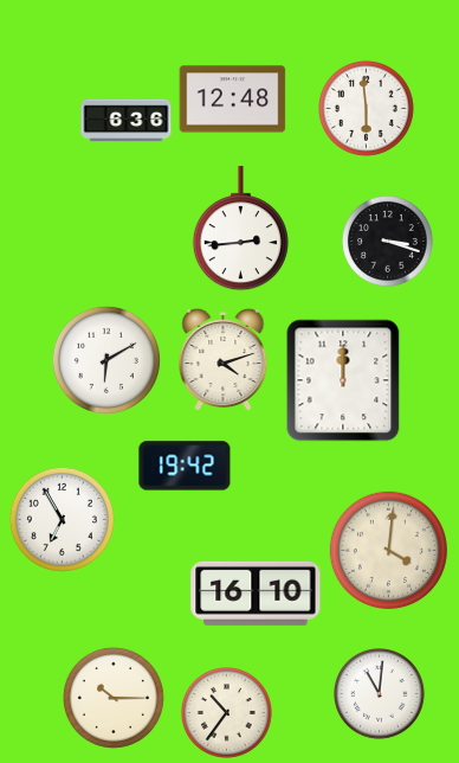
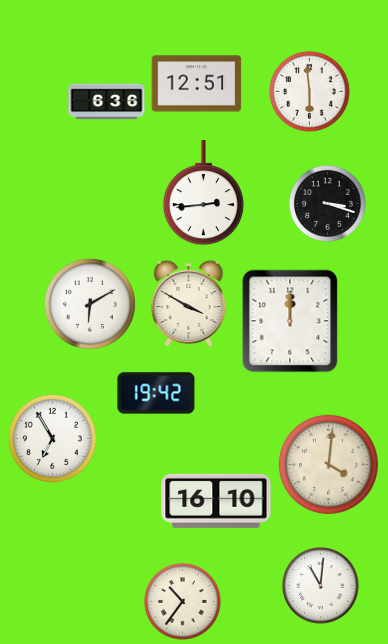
clock at (233, 100): 12:48 -> 12:51
clock at (224, 359): 4:12 -> 3:50
clock at (114, 698): 10:15 -> none
clock at (227, 713) position: (227, 713) -> (183, 602)
